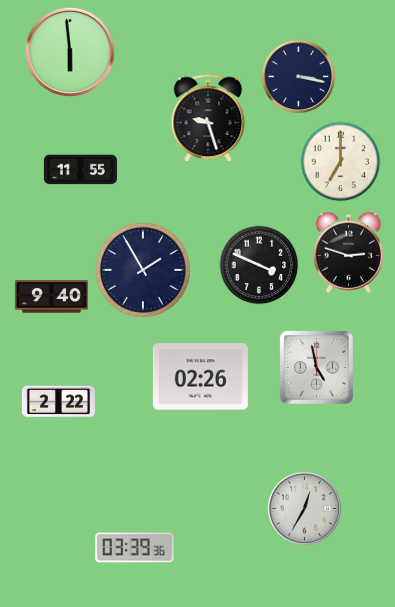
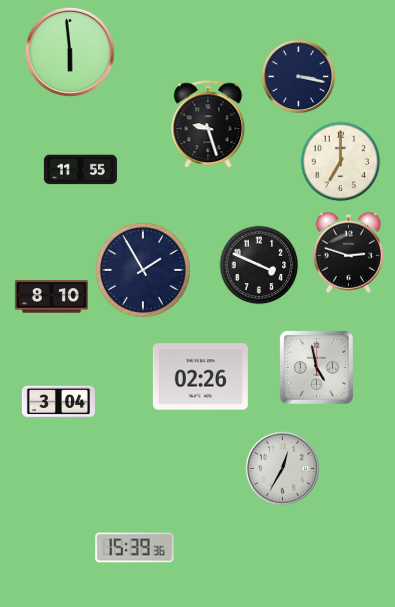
clock at (208, 119) position: (208, 119) -> (208, 125)
clock at (51, 297): 9:40 -> 8:10
clock at (58, 402): 2:22 -> 3:04
clock at (305, 509) position: (305, 509) -> (283, 469)
clock at (135, 548): 03:39 -> 15:39
